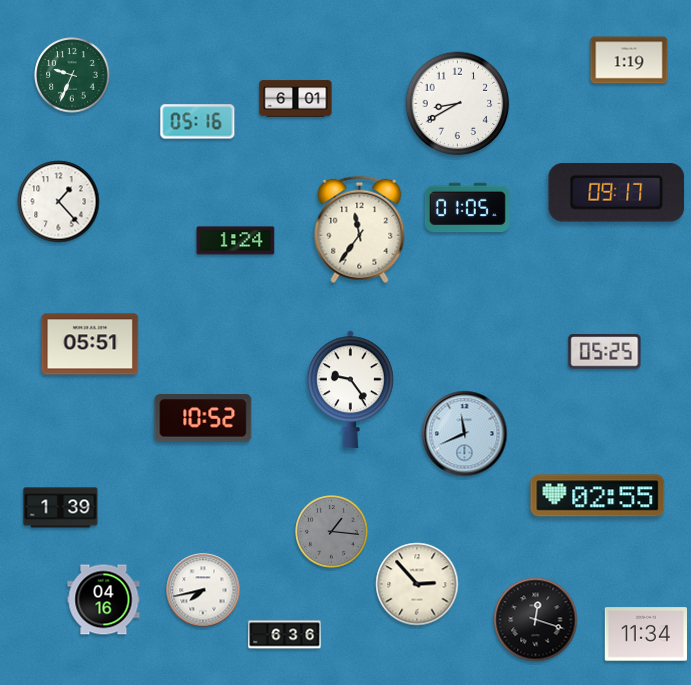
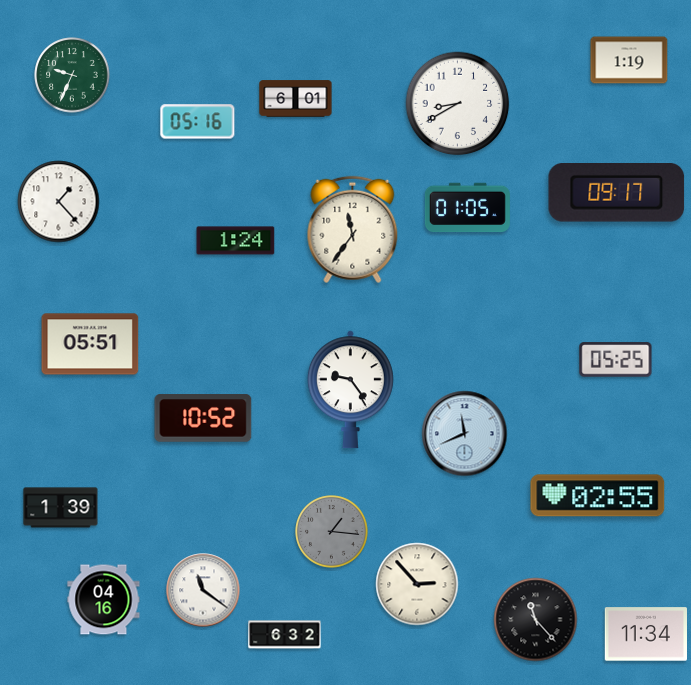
clock at (360, 230) position: (360, 230) -> (353, 230)
clock at (605, 352) position: (605, 352) -> (616, 360)
clock at (203, 590): 7:43 -> 11:21
clock at (536, 620): 12:18 -> 11:23
clock at (285, 635): 6:36 -> 6:32
